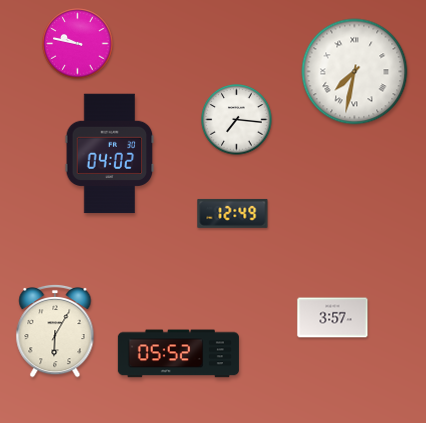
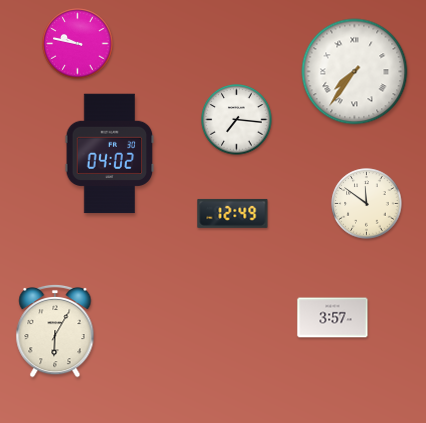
clock at (355, 72): 7:32 -> 7:36
clock at (367, 204): none -> 11:51
clock at (178, 354): 05:52 -> none
